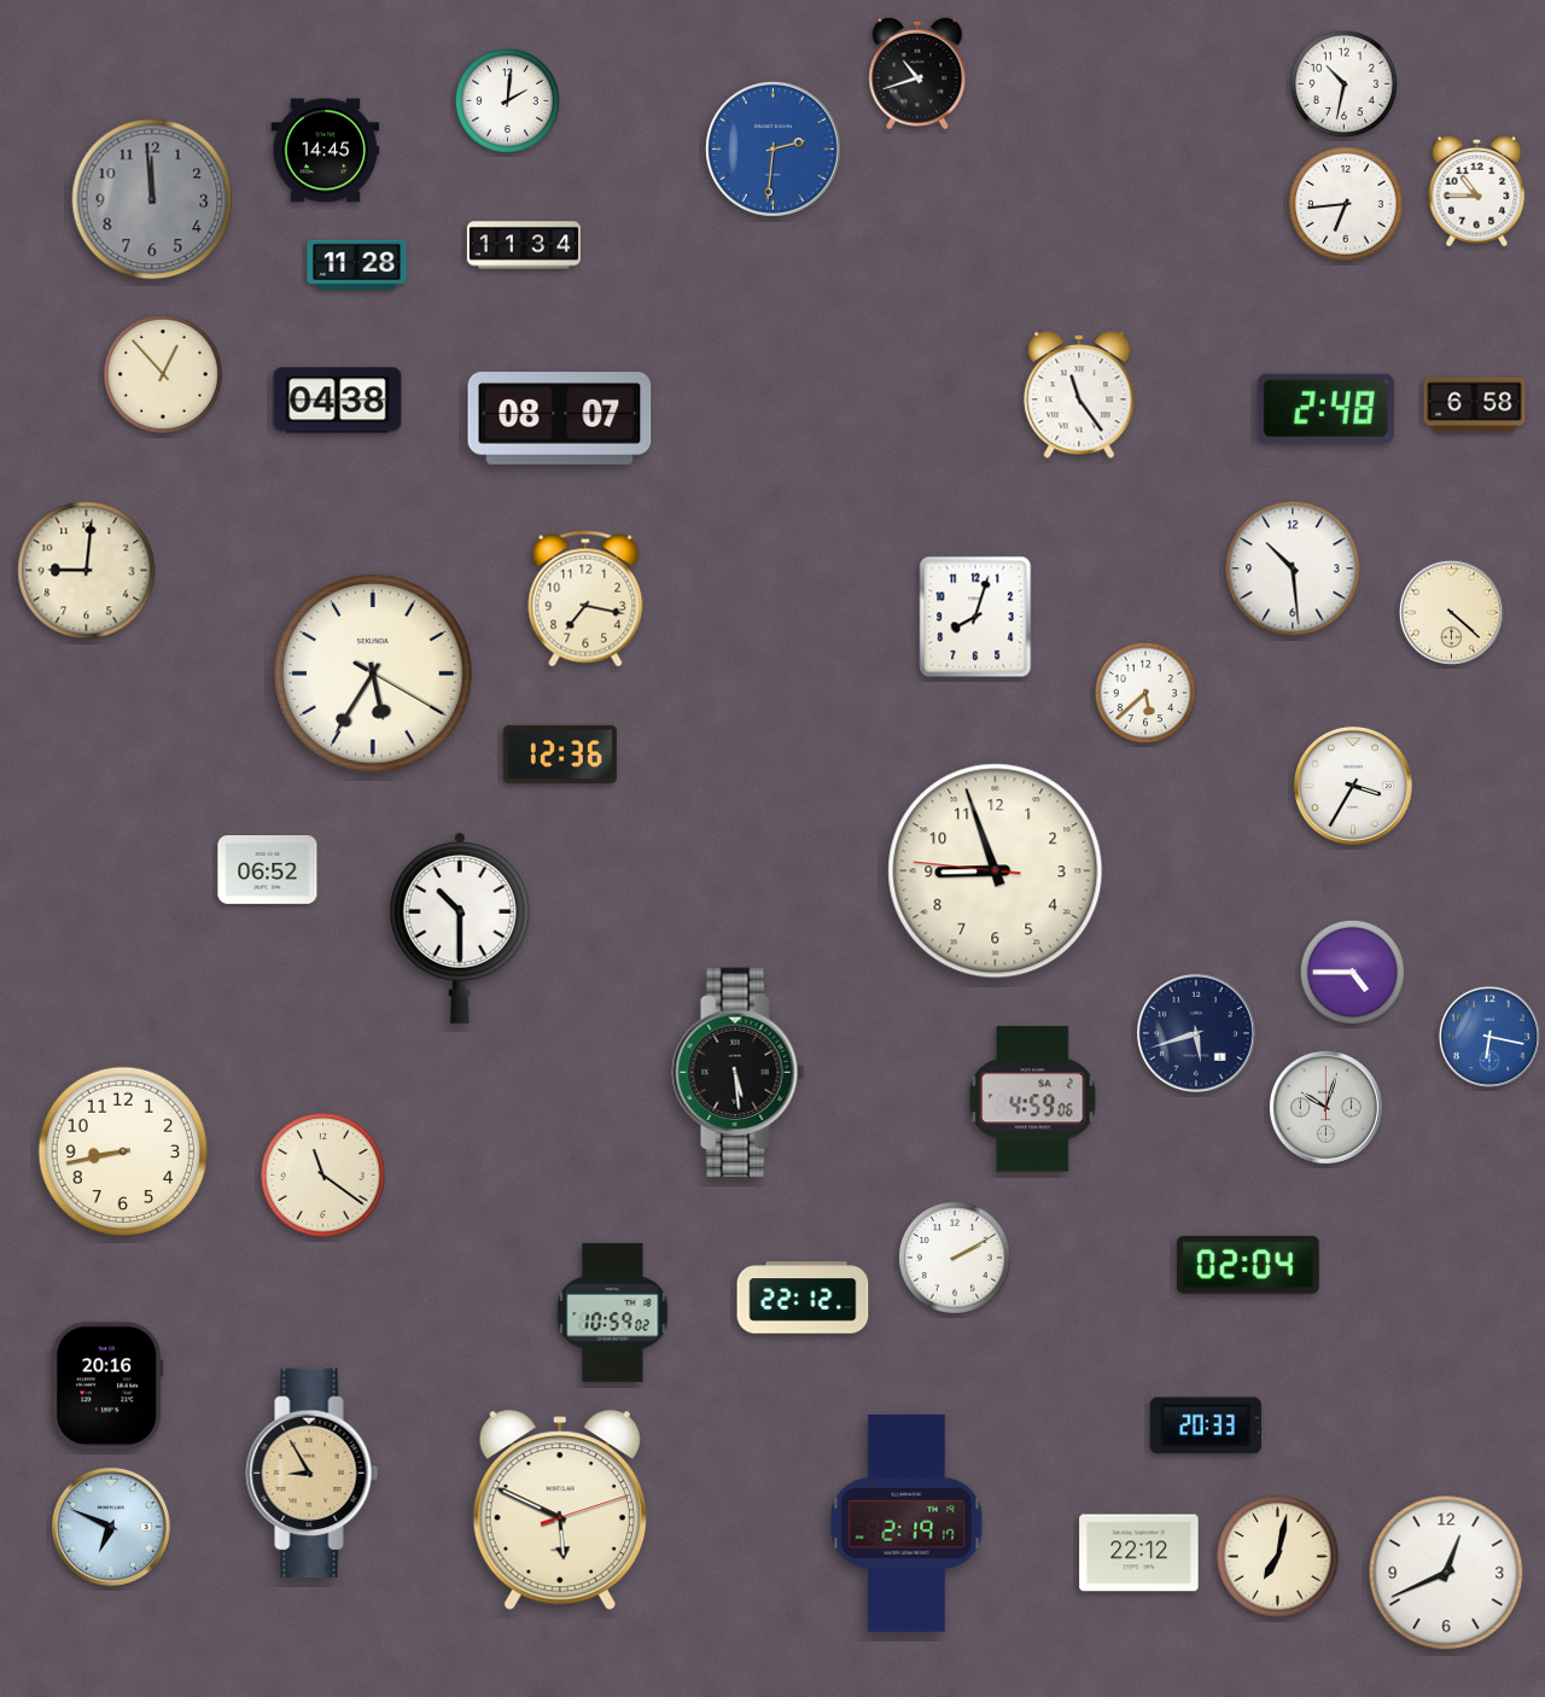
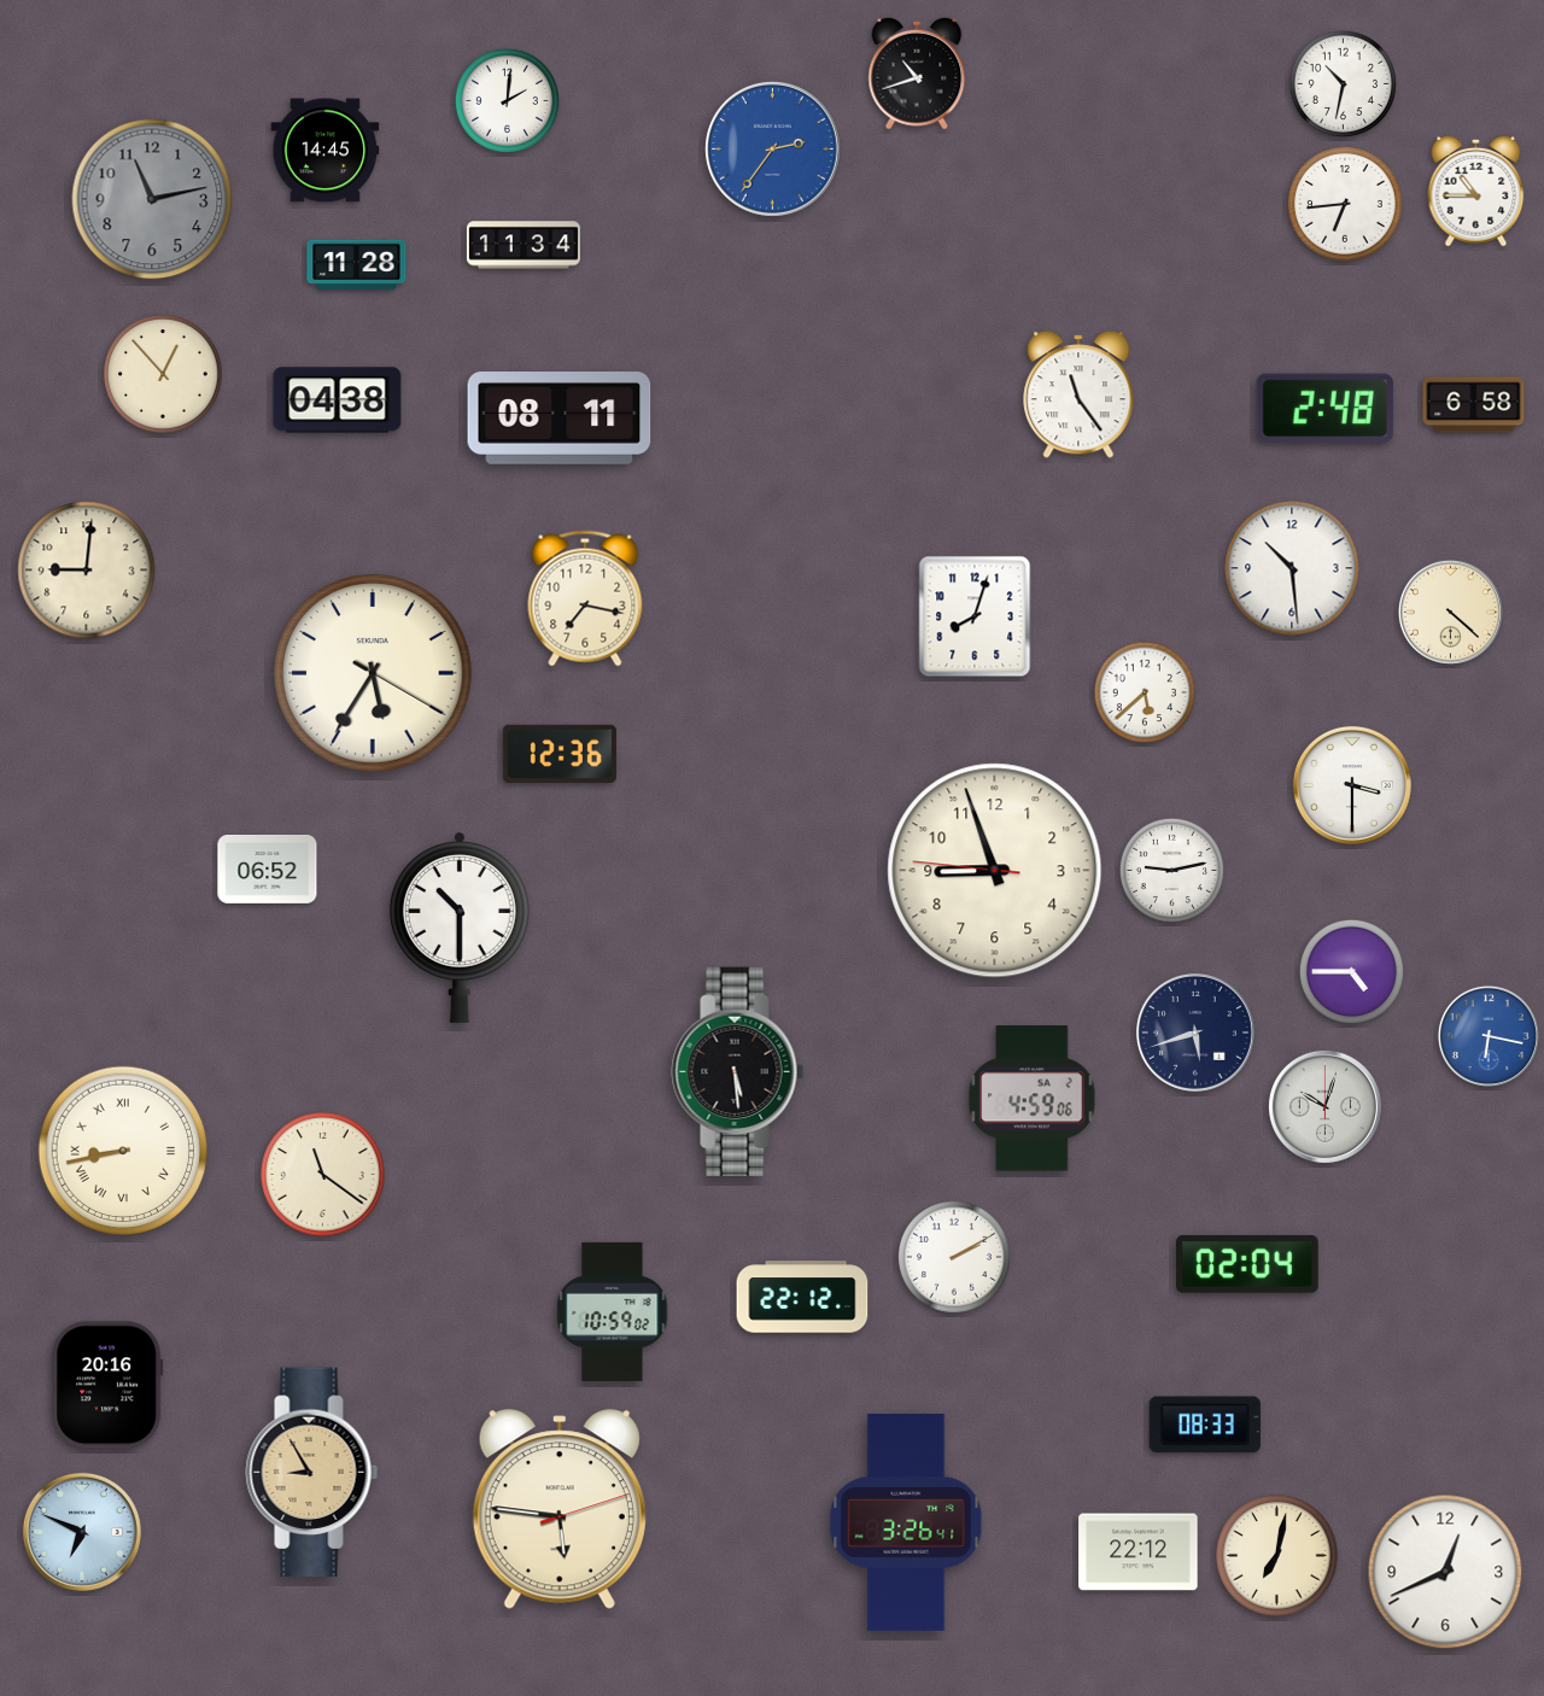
clock at (772, 148): 2:31 -> 2:36
clock at (152, 199): 11:59 -> 11:13
clock at (560, 419): 08:07 -> 08:11
clock at (1353, 786): 3:35 -> 3:30
clock at (1171, 870): none -> 9:13
clock at (123, 1151) numerals: Arabic -> Roman
clock at (1206, 1425): 20:33 -> 08:33
clock at (560, 1511): 5:49 -> 5:46
clock at (906, 1523): 2:19 -> 3:26
clock at (111, 1527) position: (111, 1527) -> (82, 1532)
